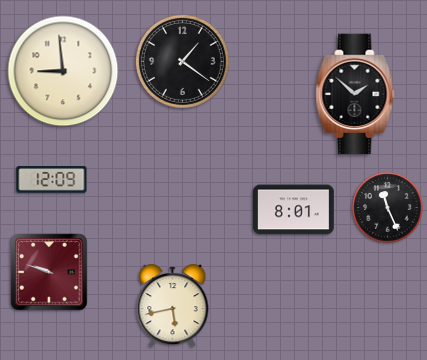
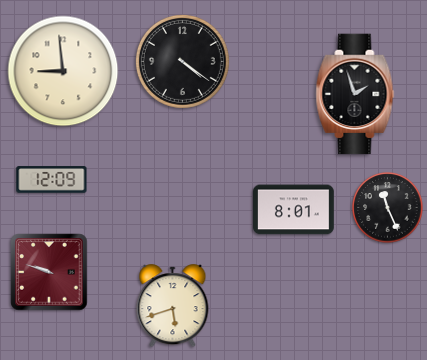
clock at (182, 61): 1:21 -> 4:21
clock at (355, 94): 1:52 -> 1:57
clock at (173, 306): 5:43 -> 5:42
